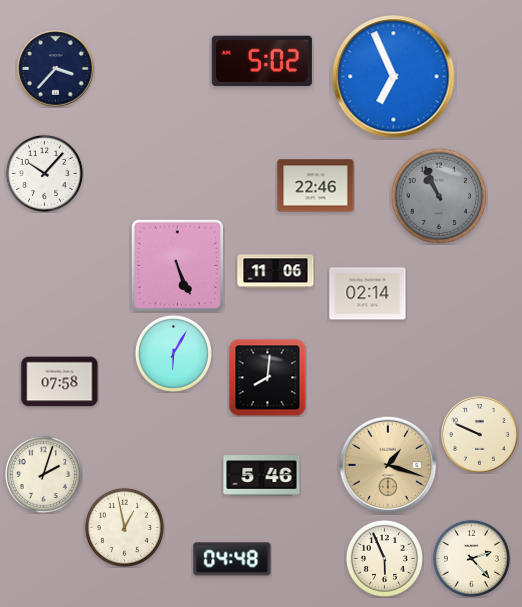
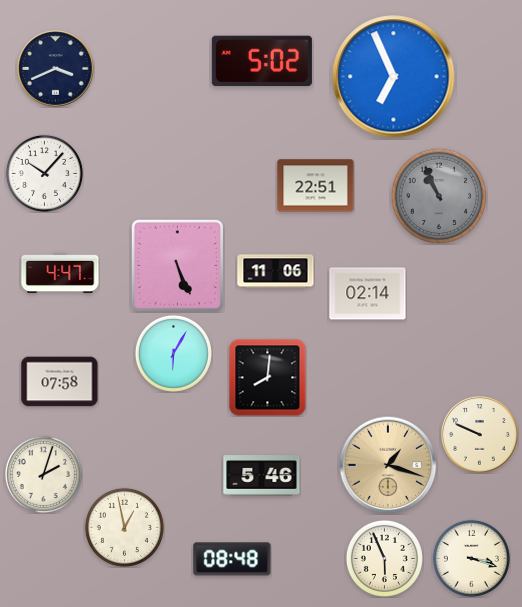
clock at (56, 69): 3:37 -> 3:41
clock at (316, 186): 22:46 -> 22:51
clock at (60, 273): none -> 4:47
clock at (471, 558): 2:23 -> 3:18
clock at (232, 559): 04:48 -> 08:48
